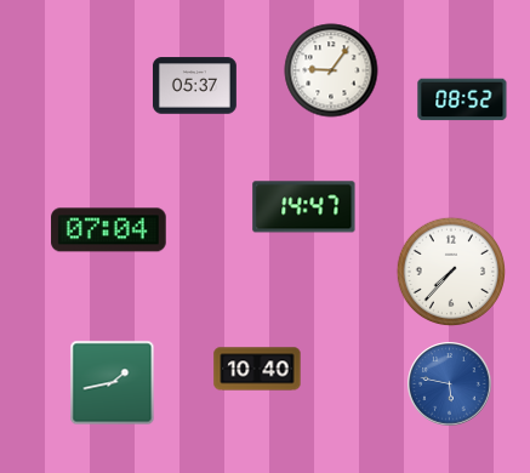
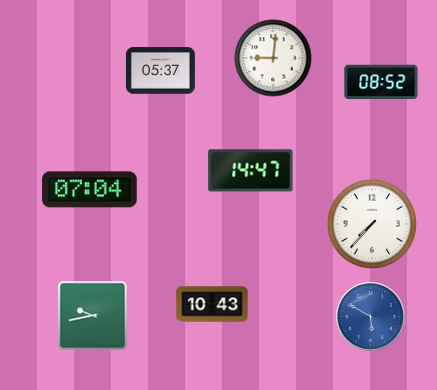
clock at (331, 70): 9:06 -> 9:01
clock at (257, 369): 10:40 -> 10:43
clock at (113, 383): 1:43 -> 9:43
clock at (450, 384): 5:47 -> 5:50
